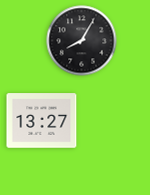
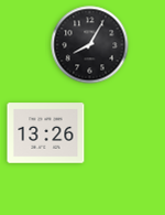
clock at (42, 121): 13:27 -> 13:26
